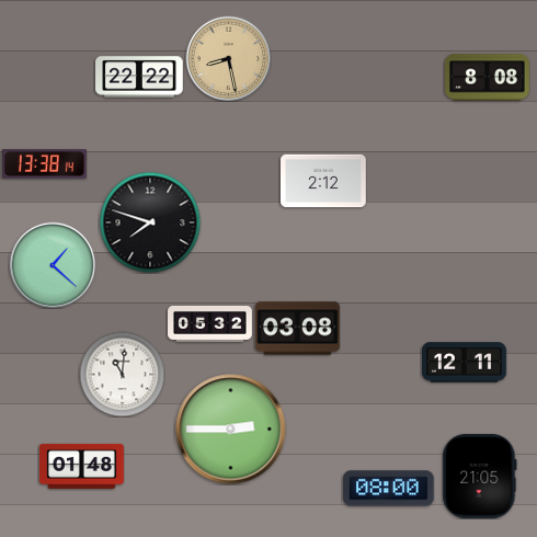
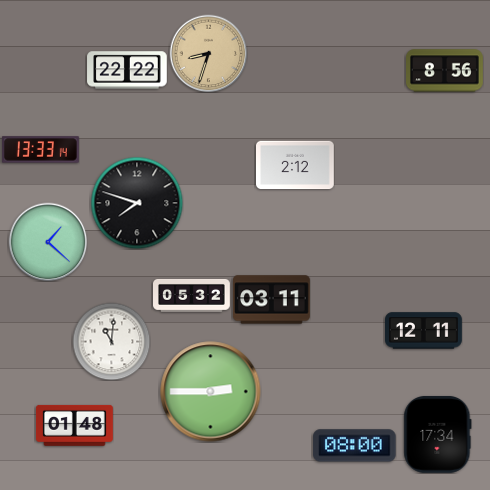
clock at (228, 58): 8:28 -> 8:33
clock at (488, 78): 8:08 -> 8:56
clock at (44, 164): 13:38 -> 13:33
clock at (297, 329): 03:08 -> 03:11
clock at (480, 476): 21:05 -> 17:34
